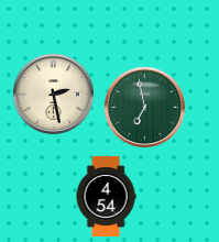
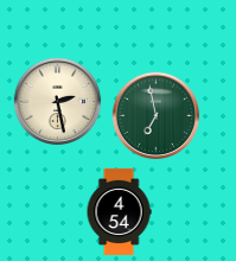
clock at (106, 196) position: (106, 196) -> (119, 211)
